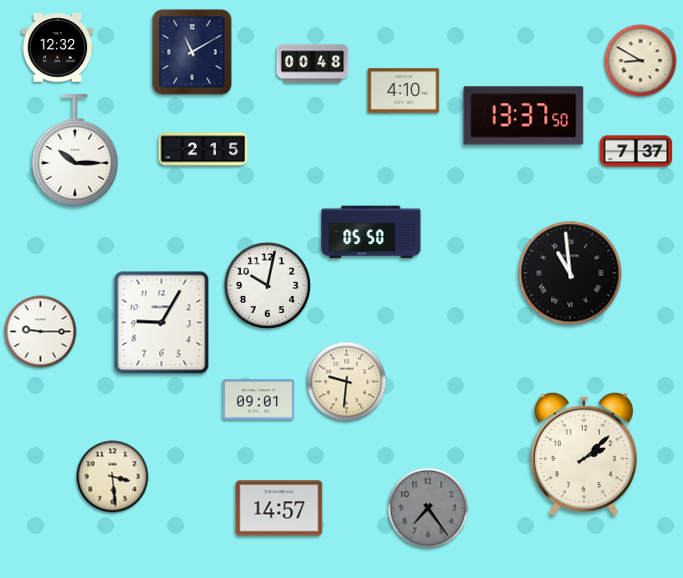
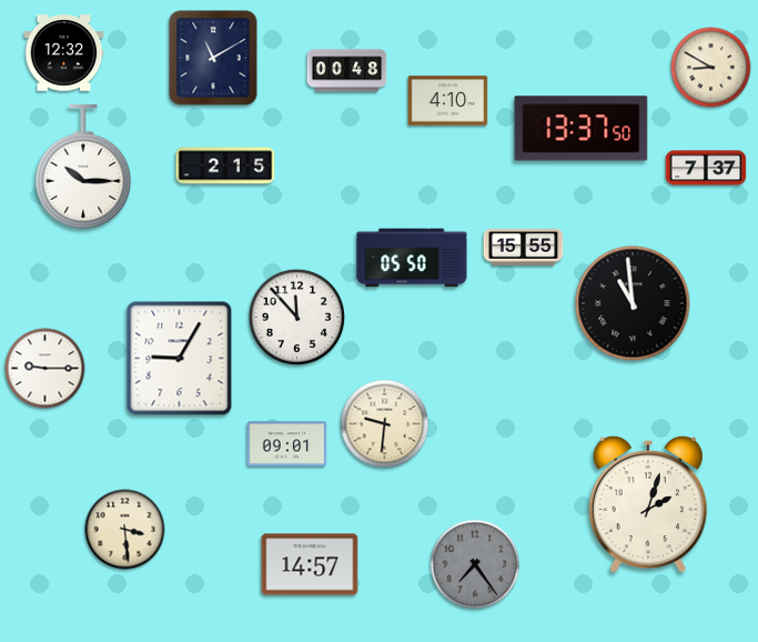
clock at (524, 248): none -> 15:55
clock at (267, 285): 10:02 -> 11:53
clock at (584, 454): 2:08 -> 2:03
